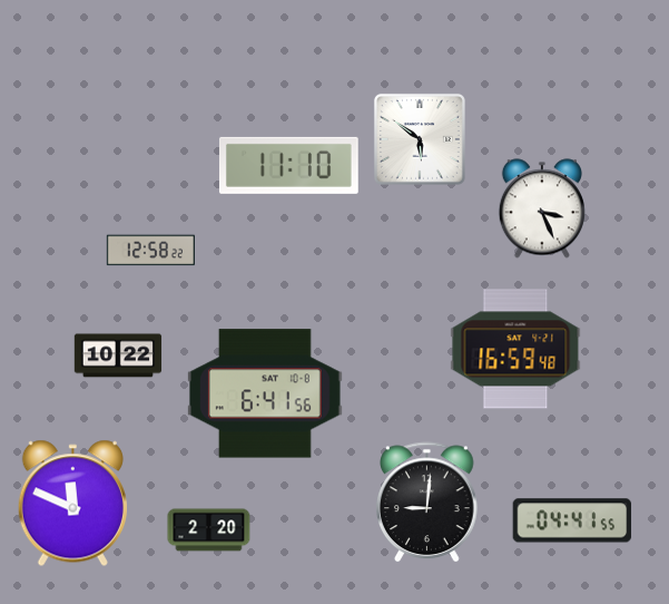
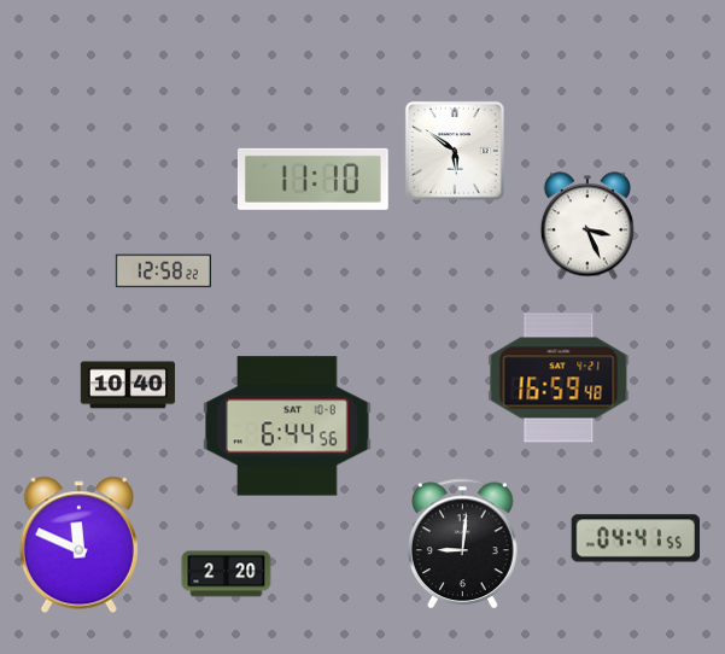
clock at (118, 355): 10:22 -> 10:40
clock at (265, 393): 6:41 -> 6:44
clock at (572, 520) position: (572, 520) -> (636, 538)
